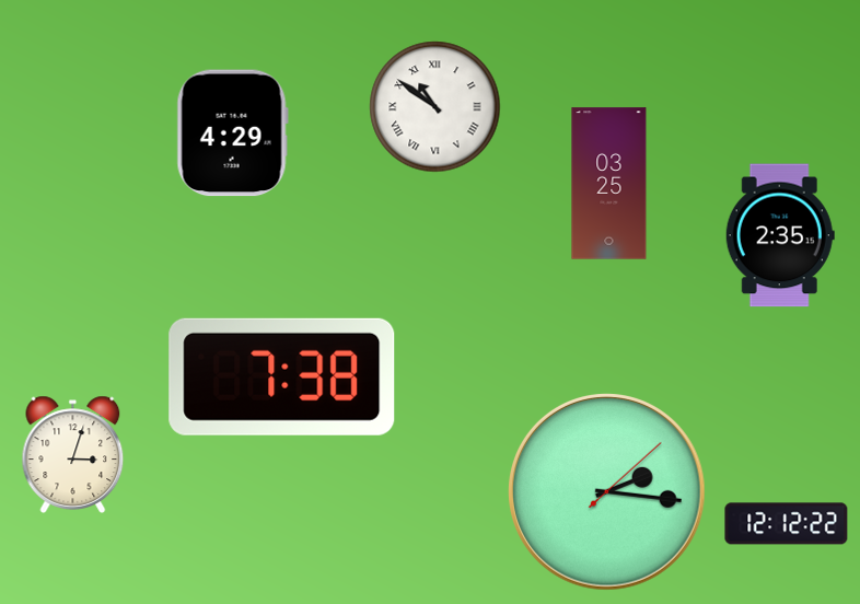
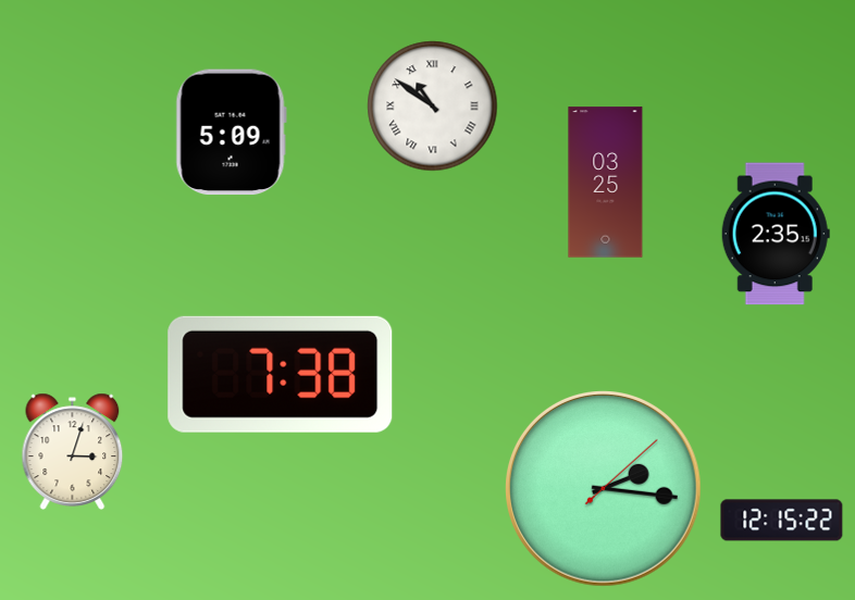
clock at (232, 133): 4:29 -> 5:09
clock at (787, 524): 12:12 -> 12:15
